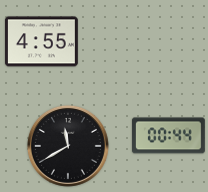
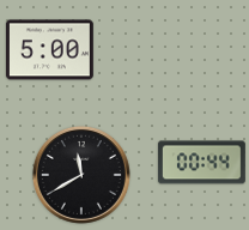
clock at (41, 42): 4:55 -> 5:00
